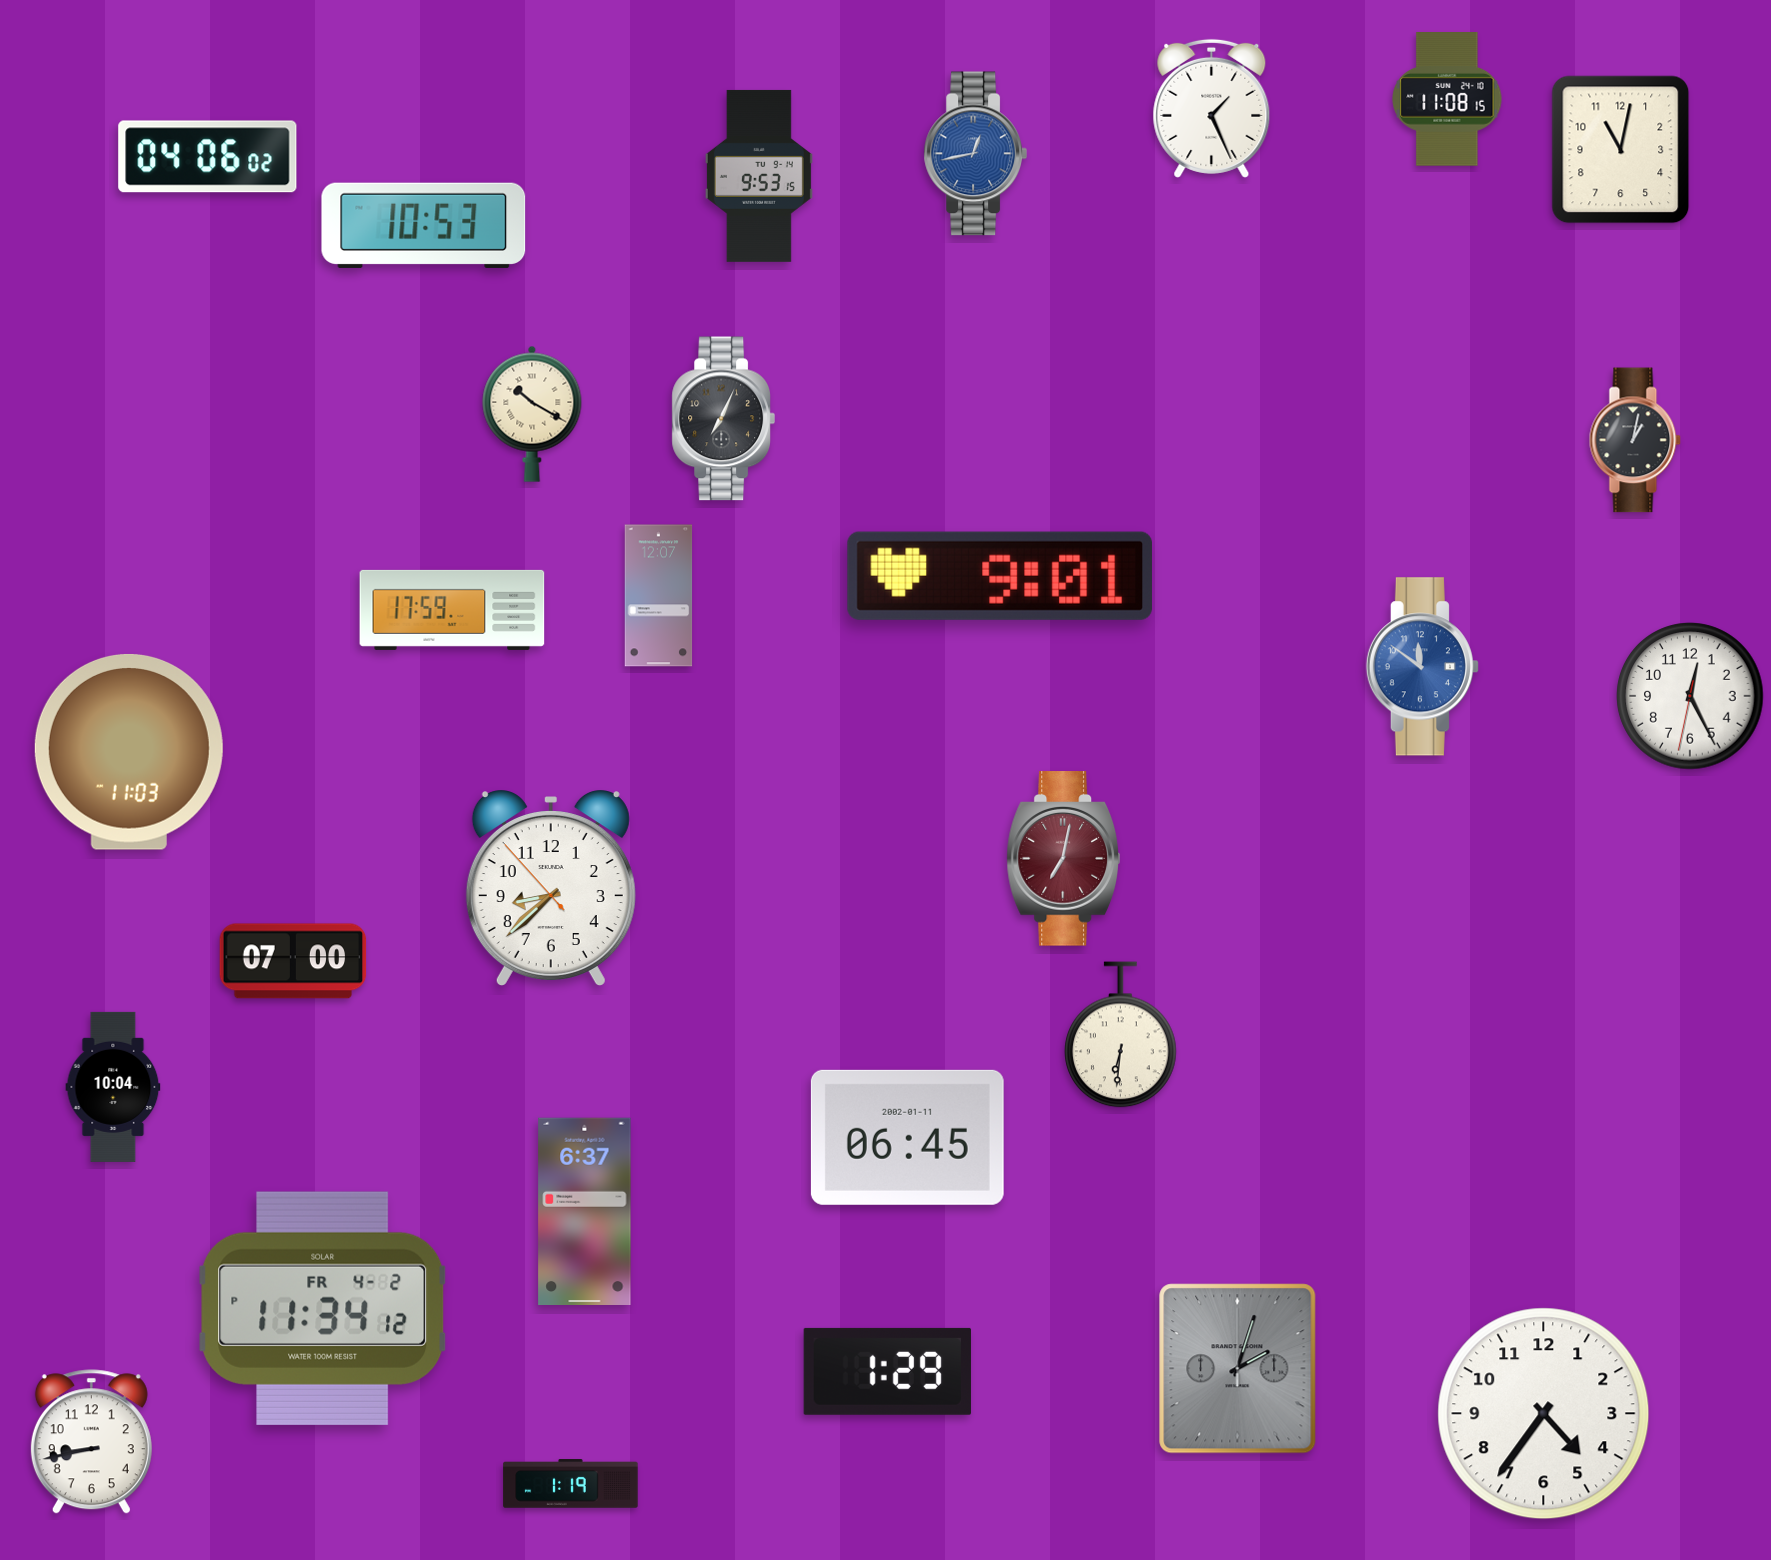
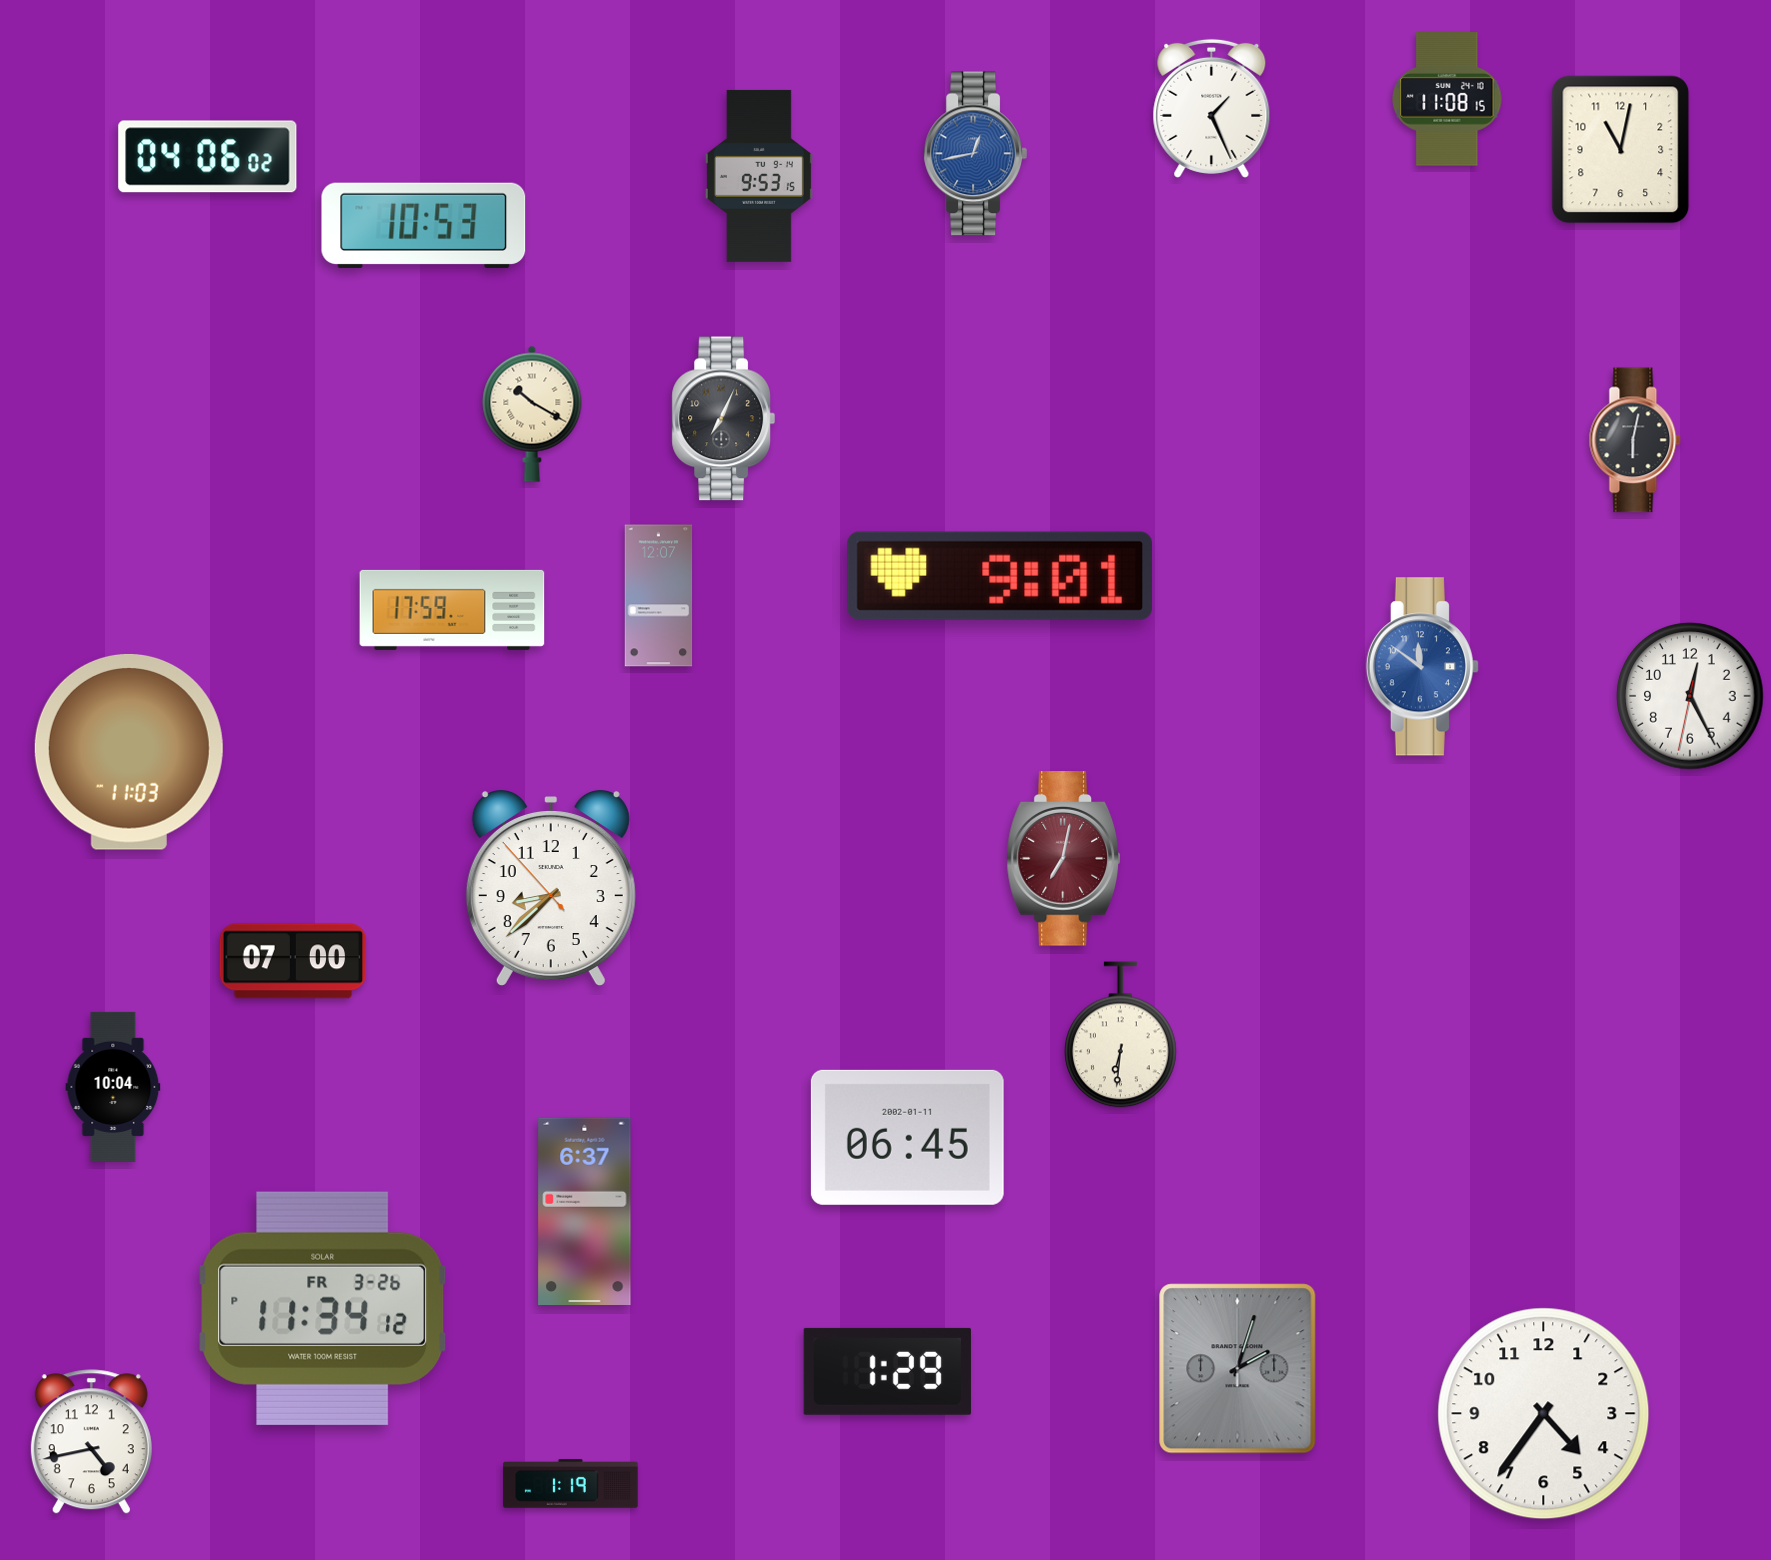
clock at (1635, 440): 1:02 -> 6:02
clock at (323, 1308) date: FR 4-2 -> FR 3-26
clock at (91, 1442): 8:43 -> 4:43
